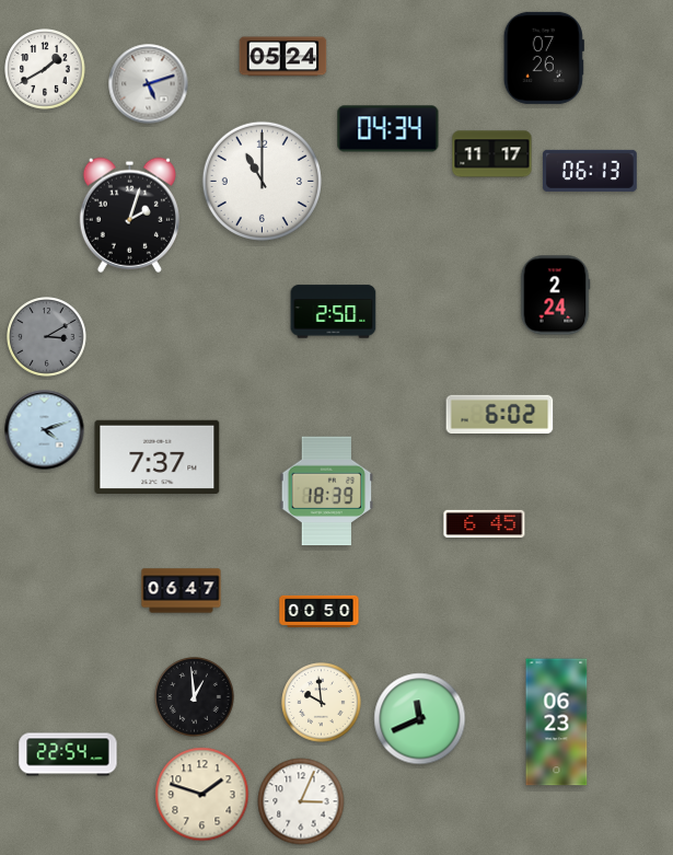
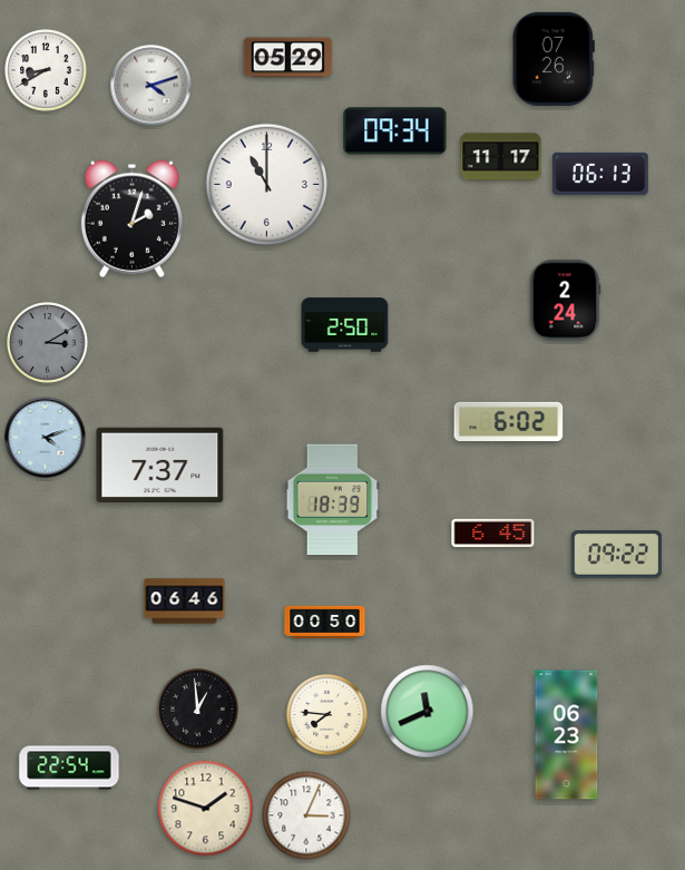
clock at (283, 57): 05:24 -> 05:29
clock at (45, 69): 1:40 -> 8:40
clock at (149, 84): 5:12 -> 4:12
clock at (388, 129): 04:34 -> 09:34
clock at (334, 312) position: (334, 312) -> (345, 325)
clock at (617, 555): none -> 09:22
clock at (182, 591): 06:47 -> 06:46
clock at (322, 703): 9:59 -> 7:46
clock at (420, 719) position: (420, 719) -> (428, 712)
